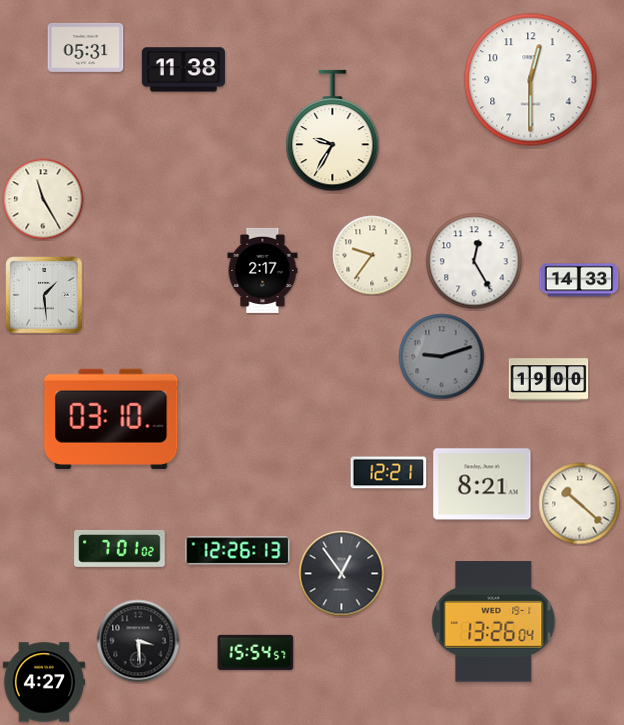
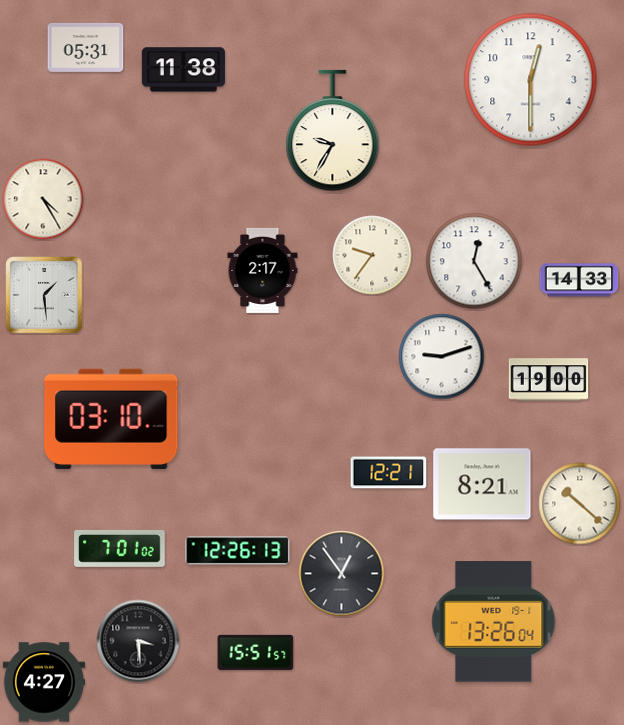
clock at (43, 199): 11:25 -> 4:25
clock at (442, 357) dial: grey -> white
clock at (256, 652): 15:54 -> 15:51
